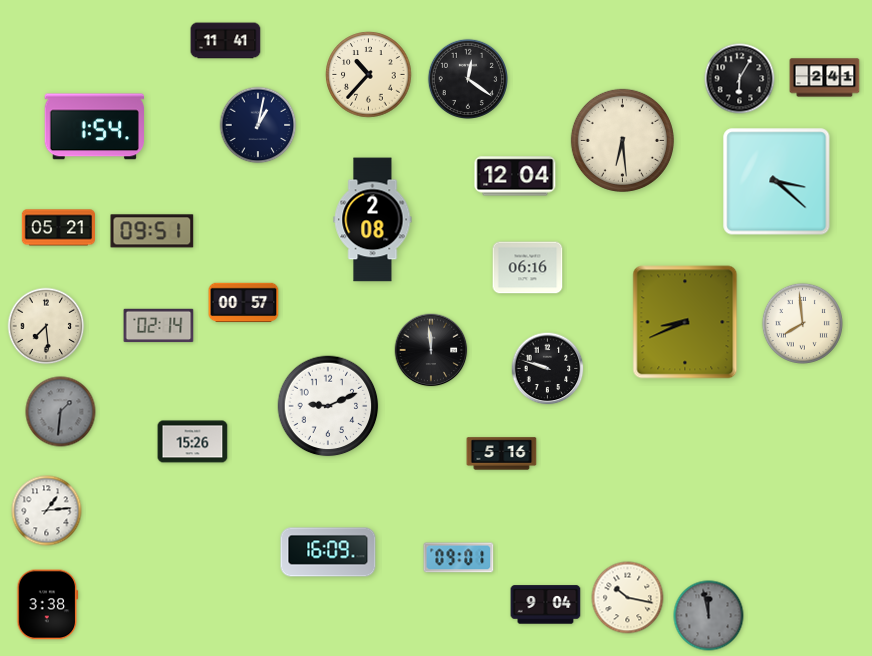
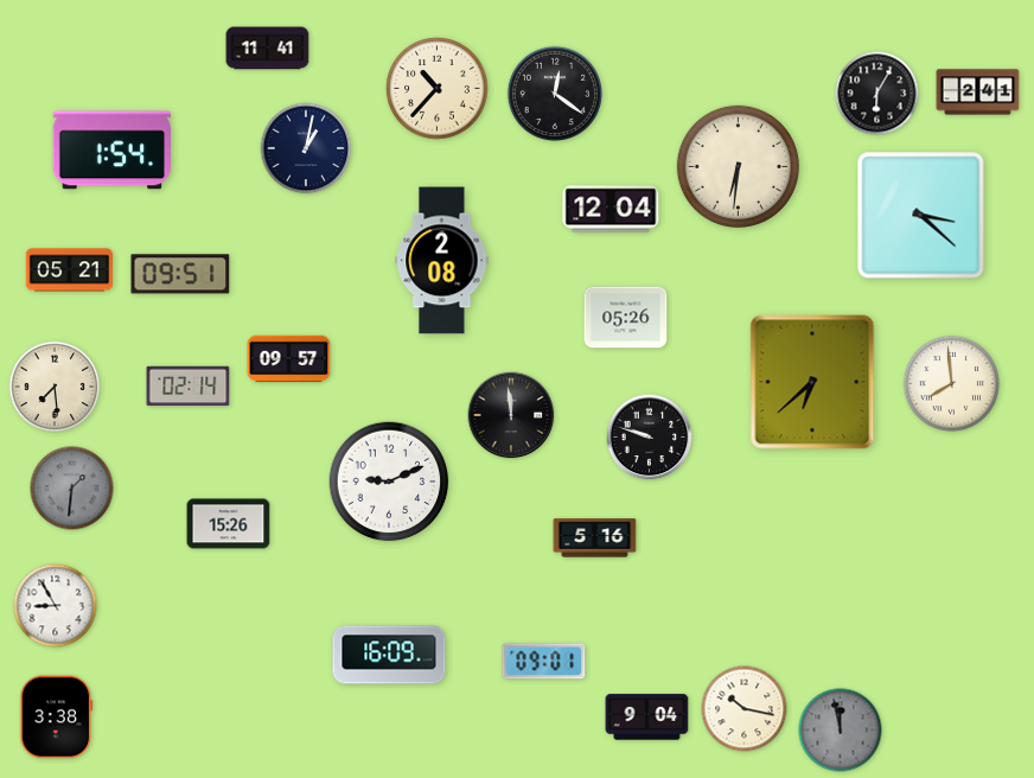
clock at (622, 140): 6:29 -> 6:31
clock at (528, 268): 06:16 -> 05:26
clock at (244, 303): 00:57 -> 09:57
clock at (685, 322): 8:41 -> 6:38
clock at (47, 511): 1:14 -> 8:55
